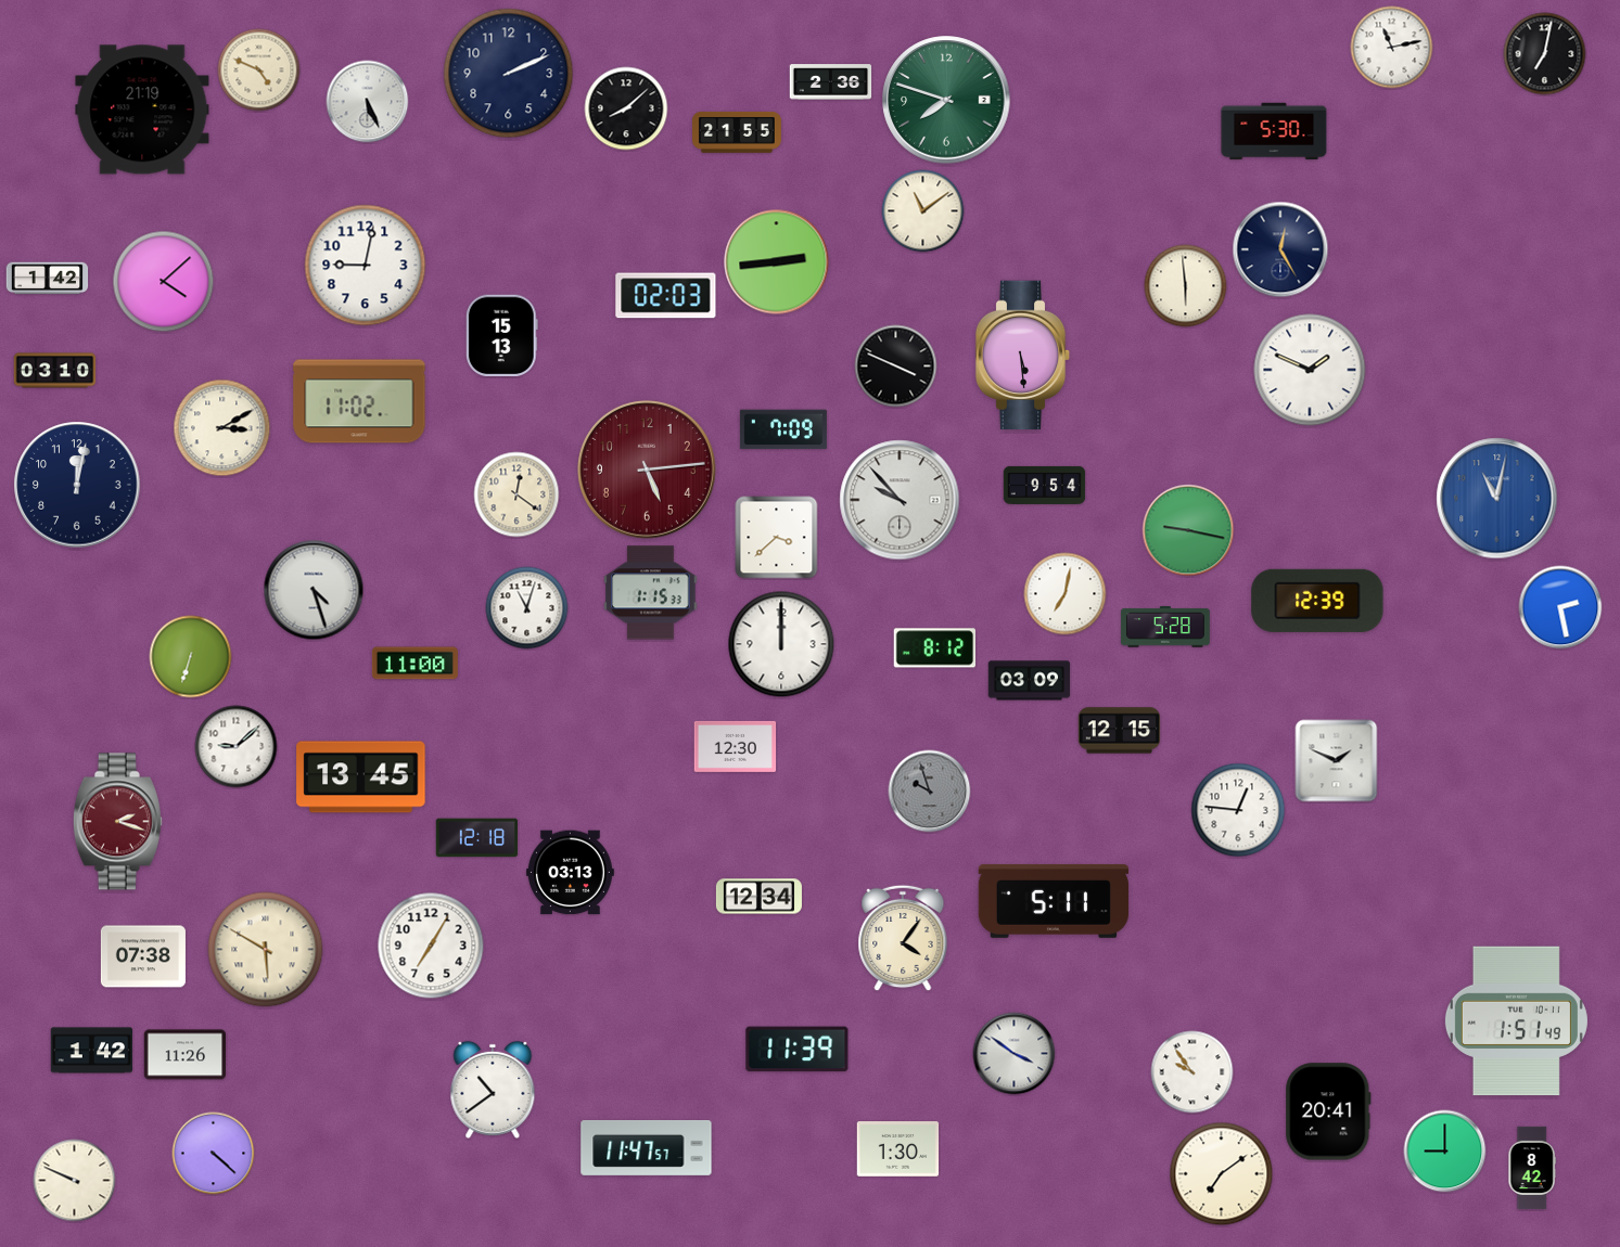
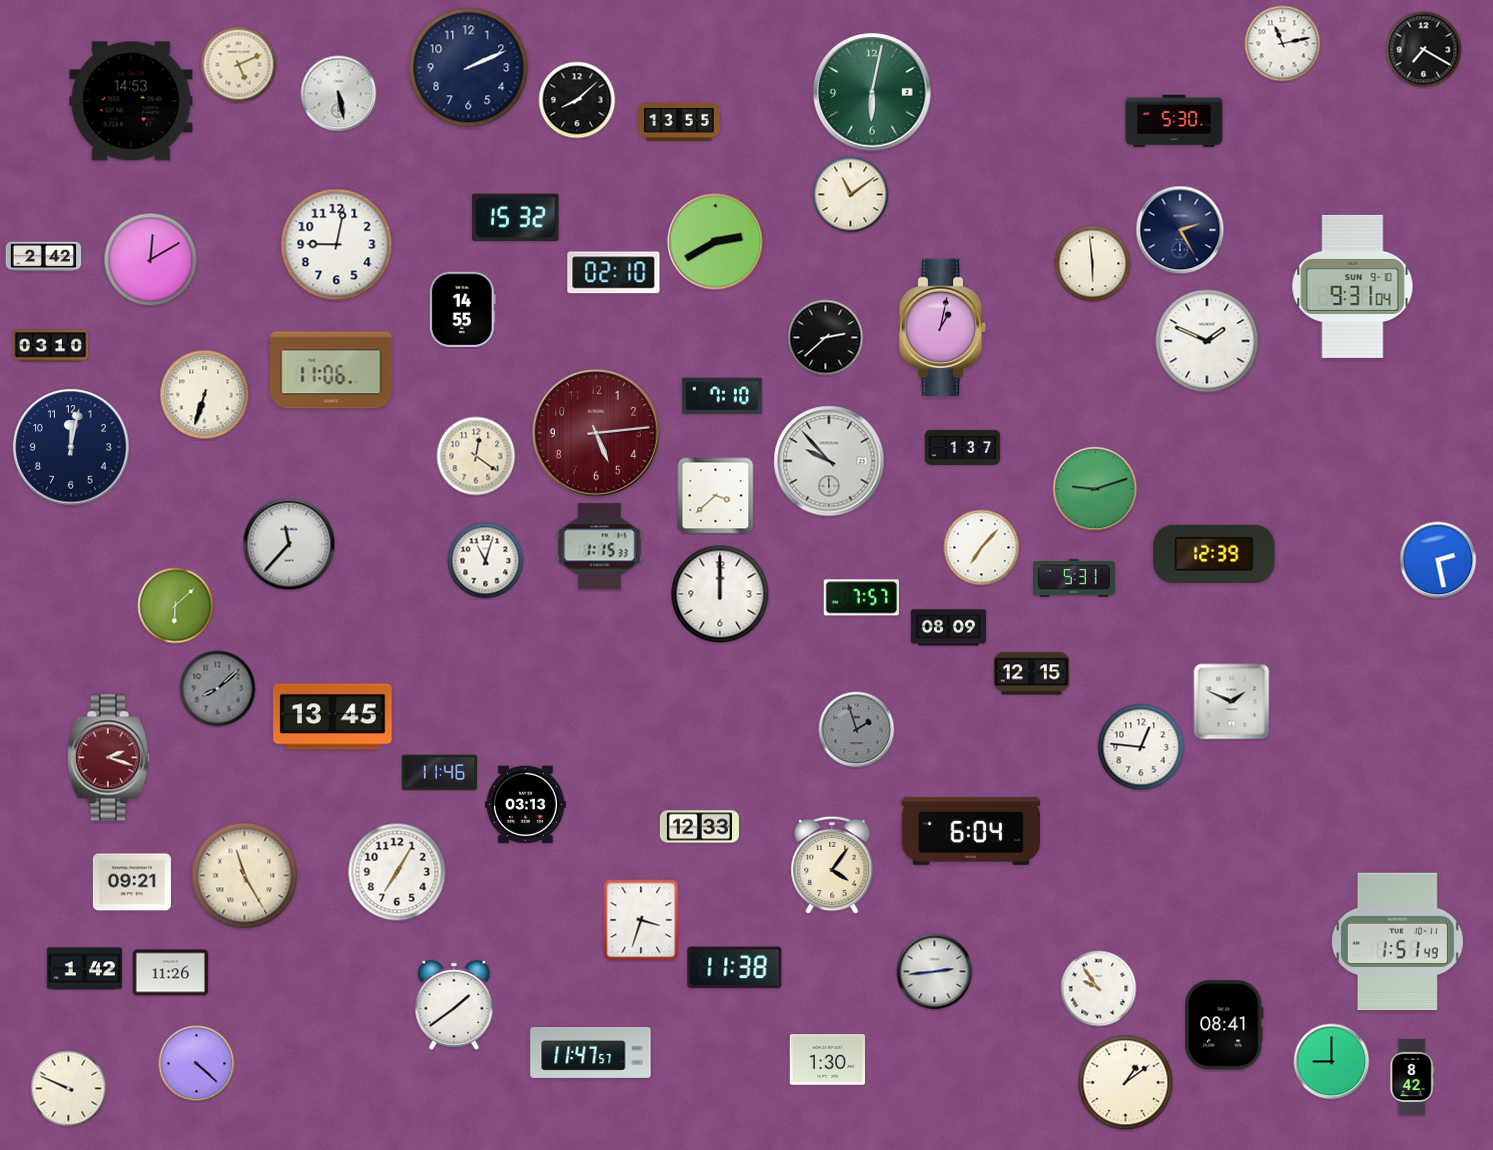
clock at (1545, 54): 7:02 -> 7:20
clock at (259, 70): 4:49 -> 5:11
clock at (831, 82): 2:36 -> none
clock at (946, 100): 7:48 -> 6:02
clock at (368, 102): 5:26 -> 5:28
clock at (142, 110): 21:19 -> 14:53
clock at (738, 132): 21:55 -> 13:55
clock at (516, 218): none -> 15:32
clock at (1280, 249): 12:25 -> 2:25
clock at (777, 262): 2:44 -> 2:40
clock at (48, 279): 1:42 -> 2:42
clock at (164, 282): 4:08 -> 12:10
clock at (666, 296): 02:03 -> 02:10
clock at (1353, 286): none -> 9:31
clock at (501, 336): 15:13 -> 14:55
clock at (1023, 356): 5:29 -> 1:02
clock at (896, 367): 3:49 -> 2:38
clock at (55, 371) position: (55, 371) -> (51, 346)
clock at (359, 401): 11:02 -> 11:06
clock at (222, 428): 3:10 -> 6:33
clock at (783, 429): 7:09 -> 7:10
clock at (1045, 485): 9:54 -> 1:37
clock at (1497, 499): 11:02 -> none
clock at (1188, 530): 9:17 -> 9:12
clock at (314, 590): 4:27 -> 11:37
clock at (1066, 594): 7:02 -> 7:07
clock at (1165, 627): 5:28 -> 5:31
clock at (934, 648): 8:12 -> 7:57
clock at (191, 657): 6:33 -> 6:08
clock at (414, 664): 11:00 -> none
clock at (1030, 681): 03:09 -> 08:09
clock at (736, 746): 12:30 -> none
clock at (237, 747): 9:08 -> 8:08
clock at (237, 747) dial: white -> grey
clock at (930, 792): 9:57 -> 1:57
clock at (477, 838): 12:18 -> 11:46
clock at (758, 897): 12:34 -> 12:33
clock at (1054, 901): 5:11 -> 6:04
clock at (266, 950): 5:50 -> 11:25
clock at (143, 956): 07:38 -> 09:21
clock at (641, 920): none -> 3:33
clock at (798, 1050): 11:39 -> 11:38
clock at (1015, 1054): 3:51 -> 2:44
clock at (493, 1090): 10:39 -> 1:39
clock at (1328, 1111): 20:41 -> 08:41
clock at (647, 1148) position: (647, 1148) -> (591, 1053)
clock at (1222, 1174): 7:09 -> 1:09
